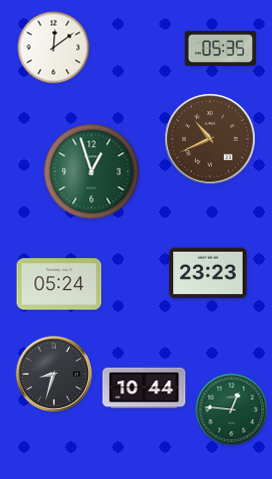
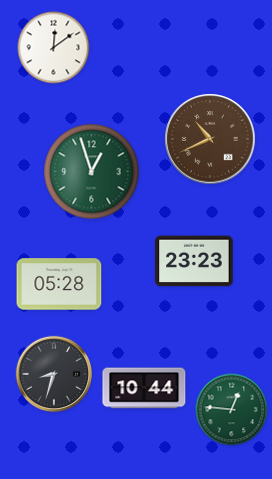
clock at (221, 48): 05:35 -> none
clock at (208, 273) position: (208, 273) -> (194, 261)
clock at (59, 284): 05:24 -> 05:28
